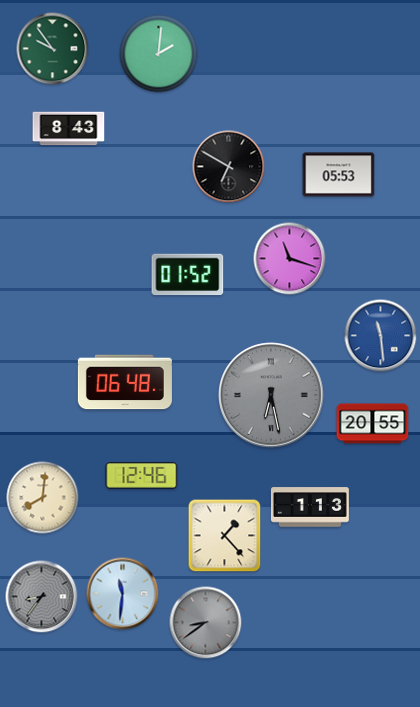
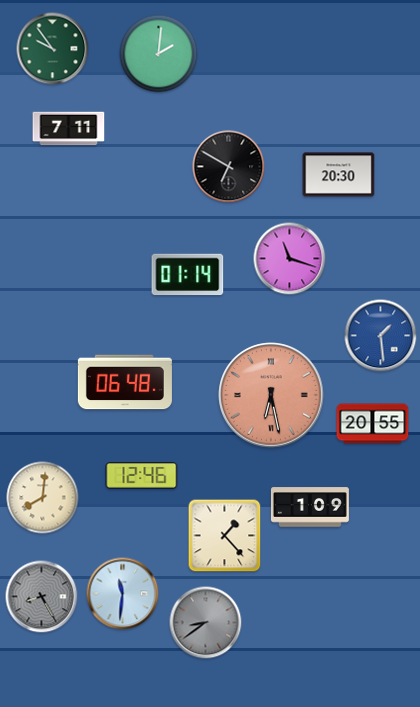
clock at (69, 129): 8:43 -> 7:11
clock at (339, 175): 05:53 -> 20:30
clock at (188, 275): 01:52 -> 01:14
clock at (381, 336): 11:29 -> 1:29
clock at (271, 395) dial: grey -> salmon
clock at (310, 507): 1:13 -> 1:09
clock at (42, 597): 8:36 -> 8:25
